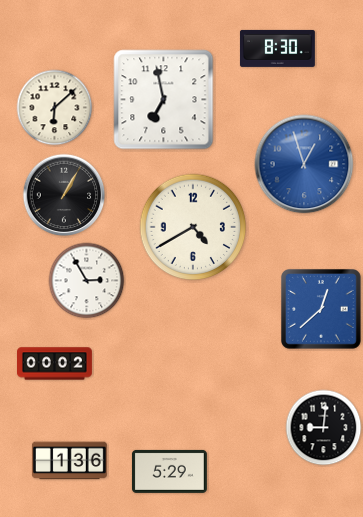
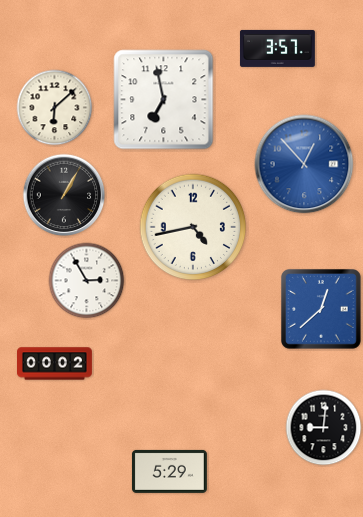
clock at (277, 48): 8:30 -> 3:57
clock at (304, 164): 12:57 -> 12:53
clock at (193, 227): 4:40 -> 4:43
clock at (69, 461): 1:36 -> none
